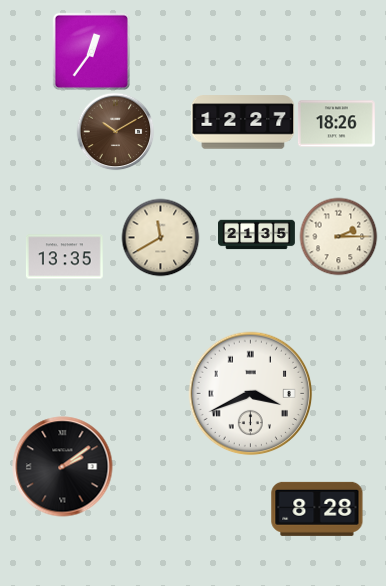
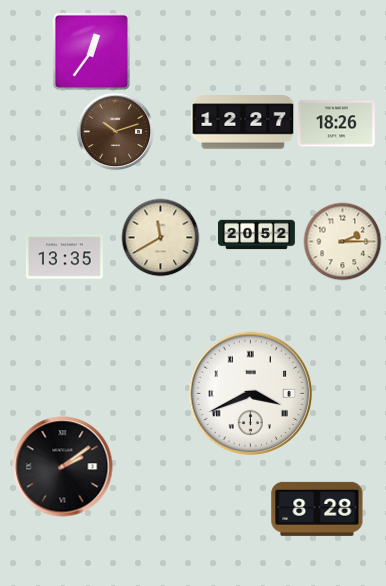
clock at (115, 131): 10:10 -> 10:12
clock at (257, 235): 21:35 -> 20:52
clock at (338, 236) position: (338, 236) -> (342, 241)
